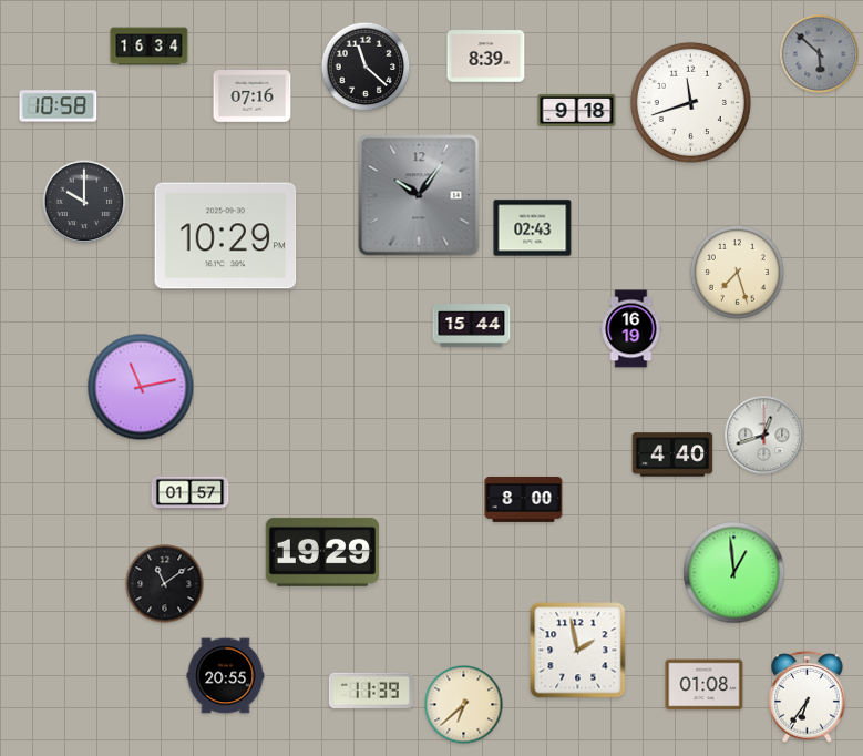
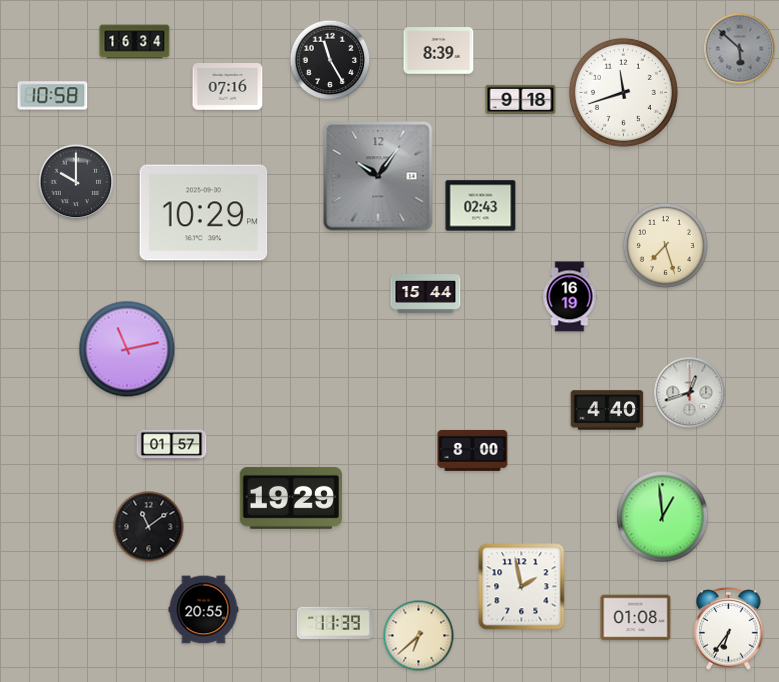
clock at (366, 67): 11:22 -> 11:25
